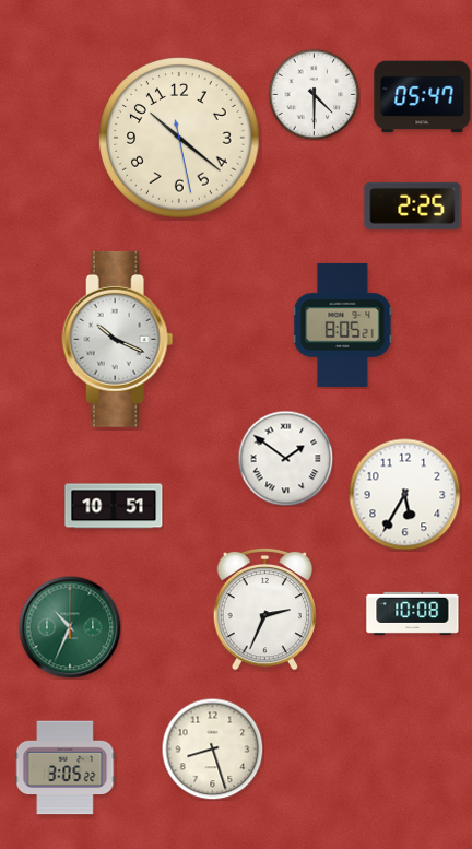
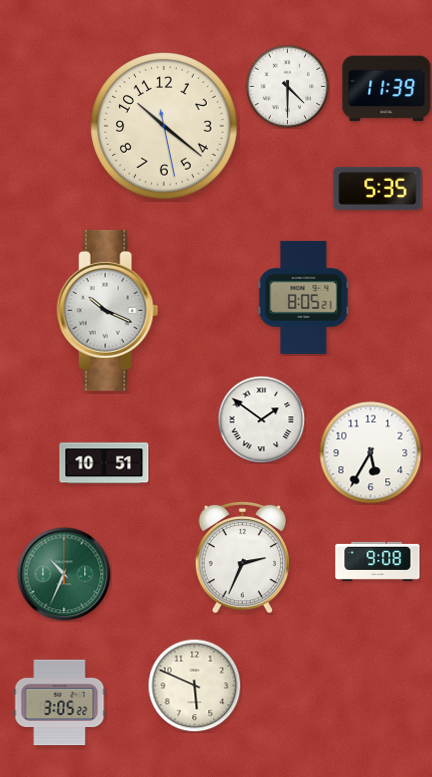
clock at (423, 97): 05:47 -> 11:39
clock at (413, 205): 2:25 -> 5:35
clock at (343, 325) position: (343, 325) -> (304, 297)
clock at (413, 613): 10:08 -> 9:08
clock at (212, 748): 8:27 -> 5:49
